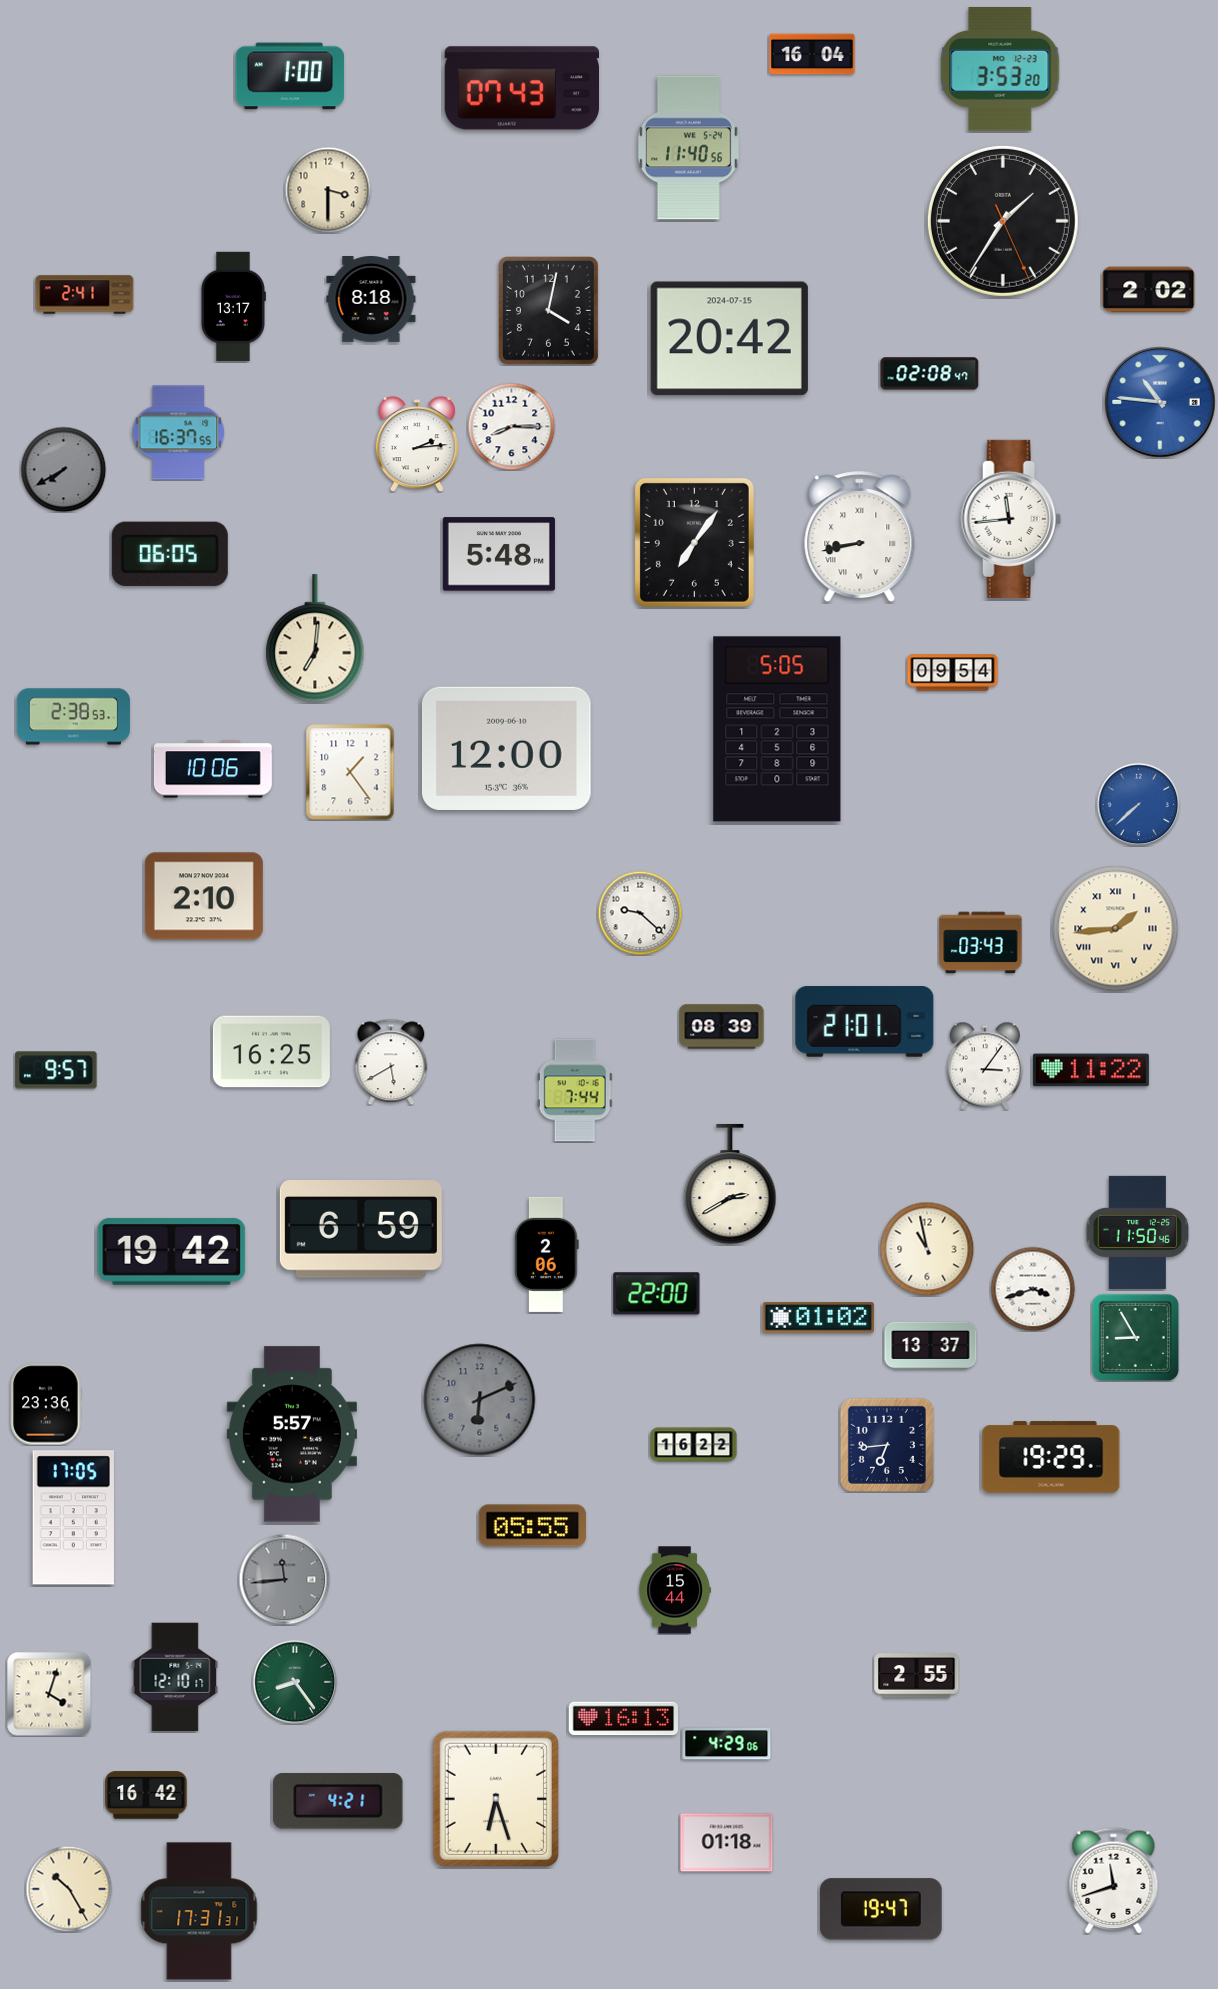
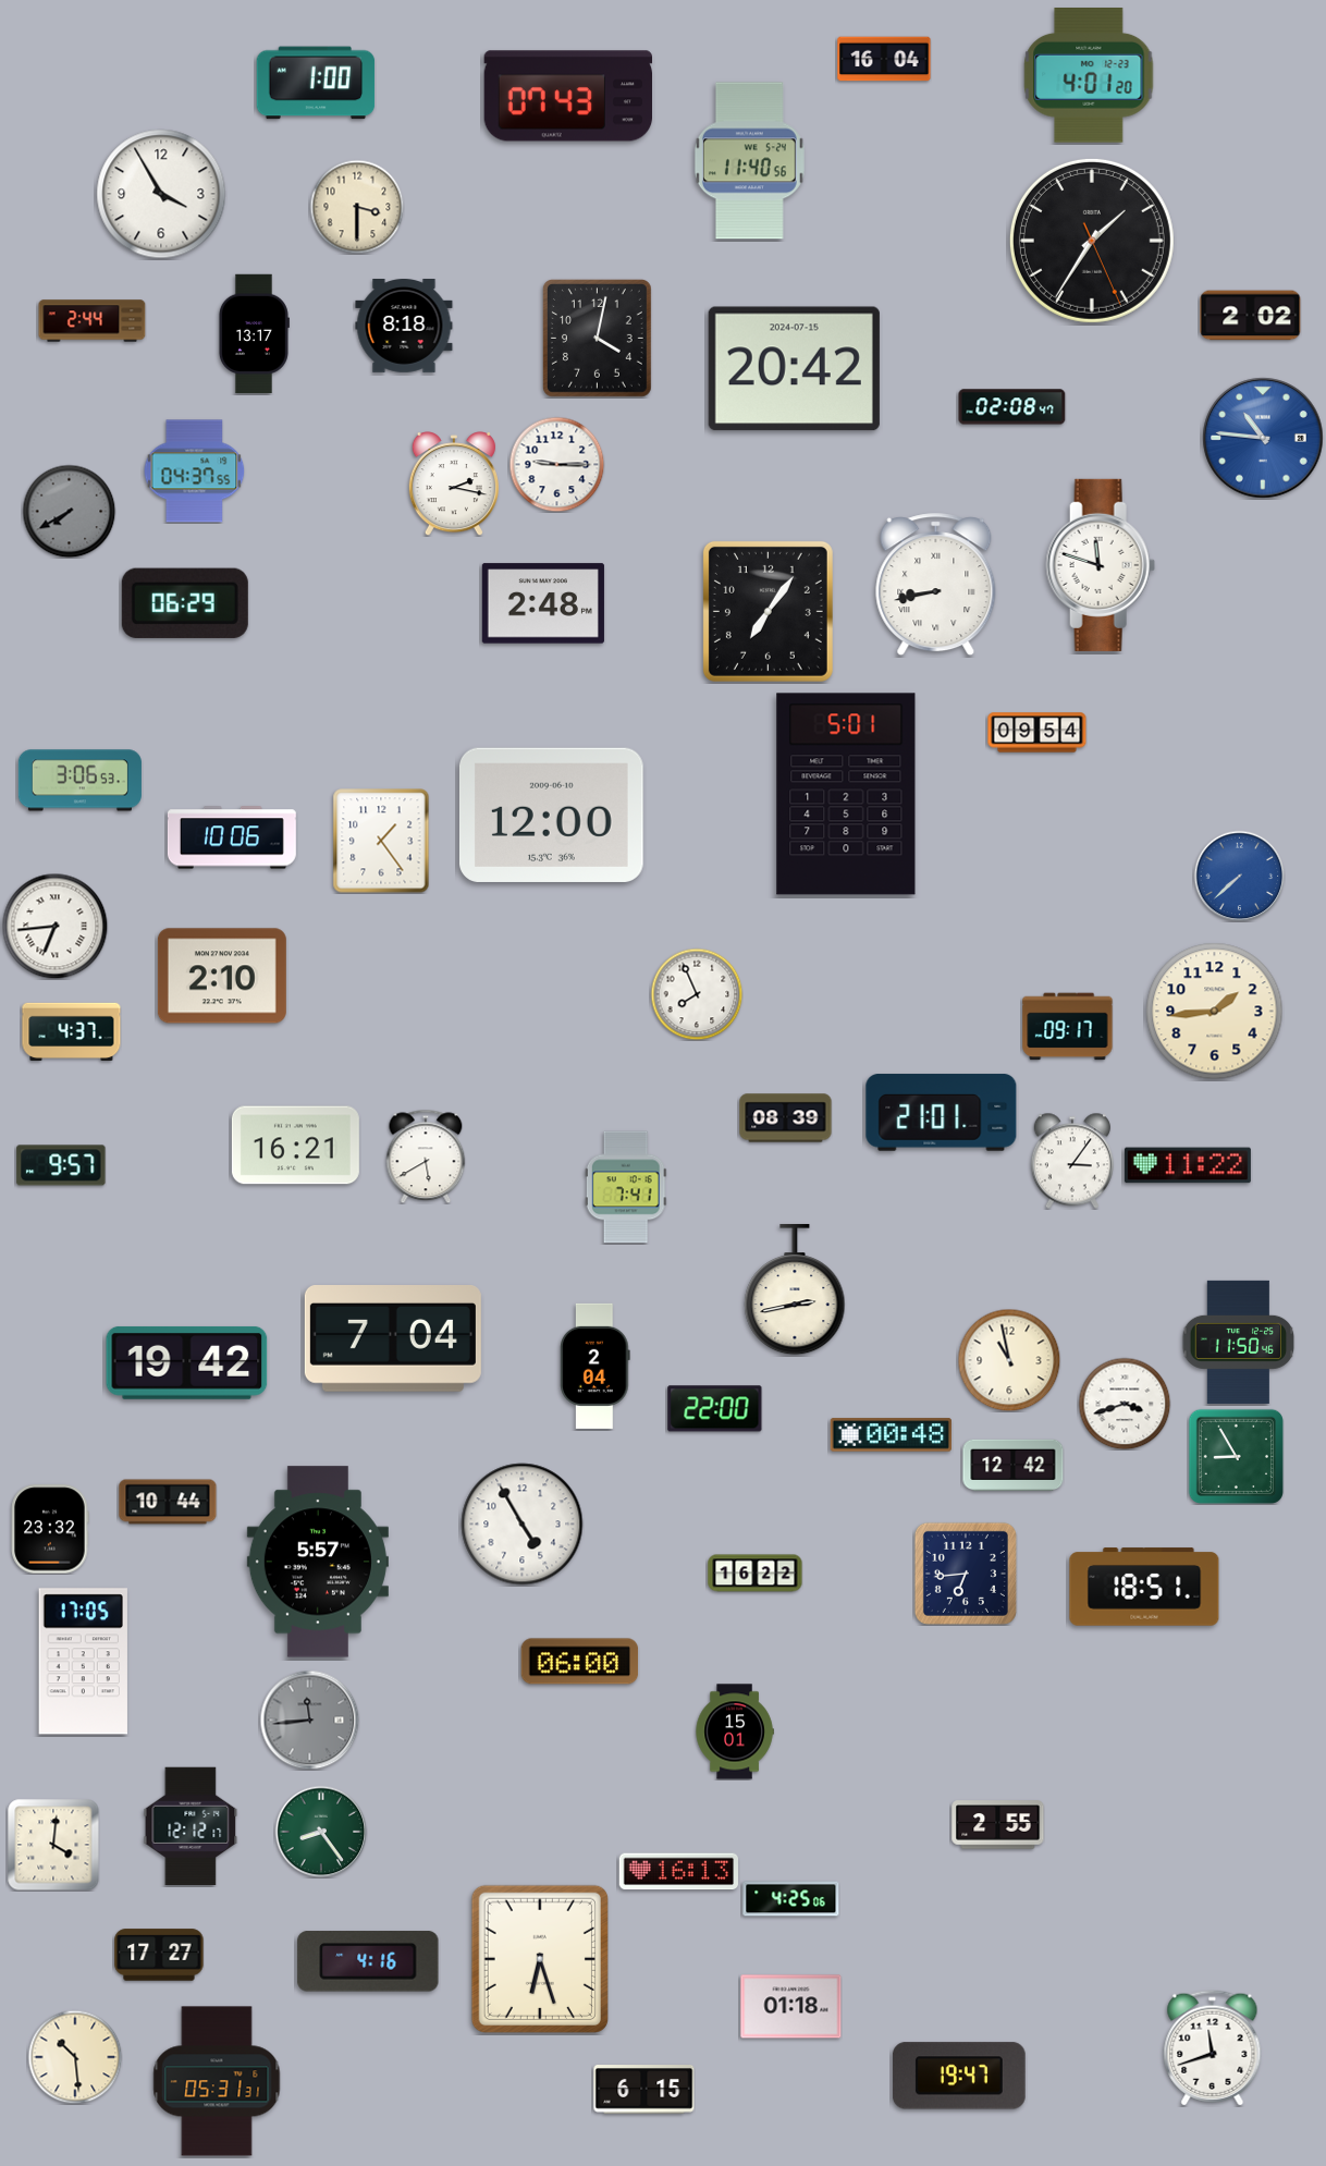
clock at (1000, 70): 3:53 -> 4:01
clock at (161, 194): none -> 3:55
clock at (85, 295): 2:41 -> 2:44
clock at (511, 426): 8:15 -> 9:15
clock at (179, 433): 16:37 -> 04:37
clock at (417, 444): 2:14 -> 2:17
clock at (1011, 519): 11:44 -> 11:48
clock at (694, 542) position: (694, 542) -> (768, 611)
clock at (170, 554): 06:05 -> 06:29
clock at (499, 554): 5:48 -> 2:48
clock at (315, 639): 7:01 -> none
clock at (73, 717): 2:38 -> 3:06
clock at (777, 729): 5:05 -> 5:01
clock at (54, 926): none -> 6:44
clock at (640, 913): 9:22 -> 7:56
clock at (1116, 929) numerals: Roman -> Arabic
clock at (981, 943): 03:43 -> 09:17
clock at (72, 1031): none -> 4:37
clock at (271, 1052): 16:25 -> 16:21
clock at (575, 1090): 7:44 -> 7:41
clock at (730, 1184): 2:40 -> 2:43
clock at (361, 1230): 6:59 -> 7:04
clock at (547, 1254): 2:06 -> 2:04
clock at (818, 1318): 01:02 -> 00:48
clock at (931, 1346): 13:37 -> 12:42
clock at (168, 1502): none -> 10:44
clock at (480, 1400): 6:11 -> 4:55
clock at (480, 1400) dial: grey -> white
clock at (46, 1404): 23:36 -> 23:32
clock at (1051, 1457): 19:29 -> 18:51
clock at (73, 1518) position: (73, 1518) -> (83, 1662)
clock at (533, 1526): 05:55 -> 06:00
clock at (675, 1590): 15:44 -> 15:01
clock at (175, 1677): 12:10 -> 12:12
clock at (49, 1694): 4:03 -> 4:01
clock at (727, 1744): 4:29 -> 4:25
clock at (146, 1795): 16:42 -> 17:27
clock at (338, 1801): 4:21 -> 4:16
clock at (69, 1889): 10:25 -> 10:29
clock at (881, 1909) position: (881, 1909) -> (959, 2076)
clock at (199, 1911): 17:31 -> 05:31
clock at (644, 2090): none -> 6:15
